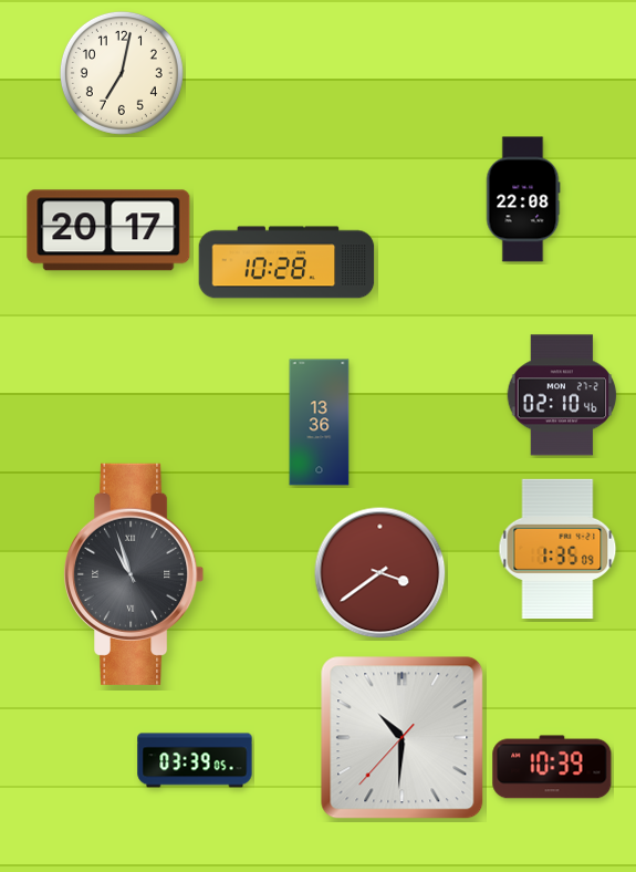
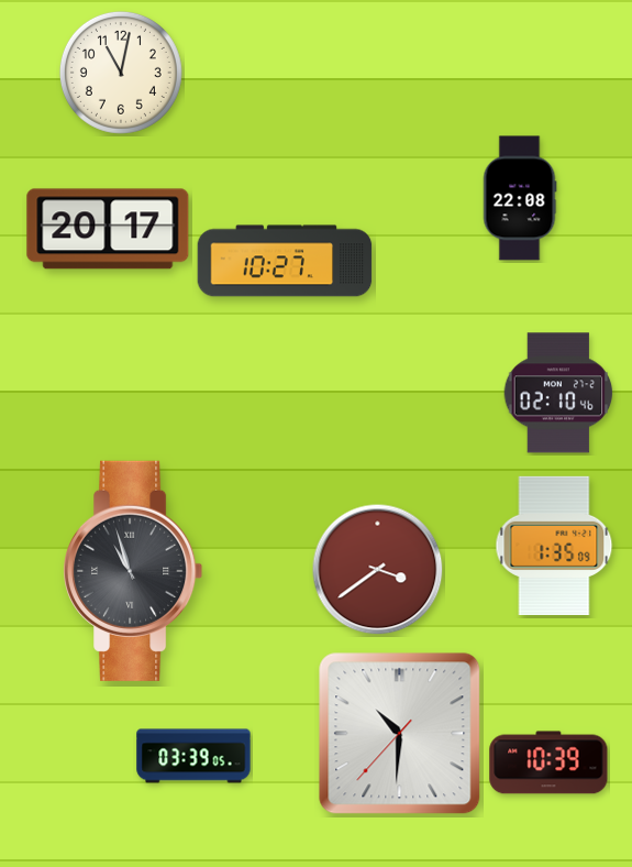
clock at (122, 73): 7:02 -> 11:02
clock at (286, 262): 10:28 -> 10:27
clock at (320, 423): 13:36 -> none
